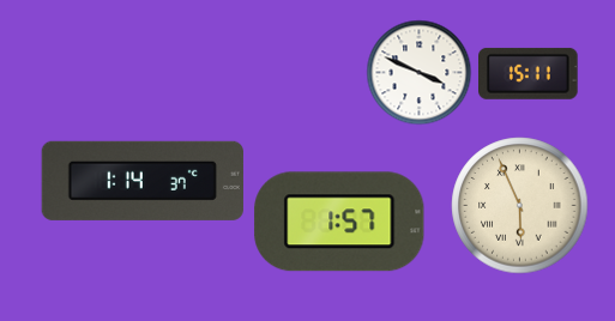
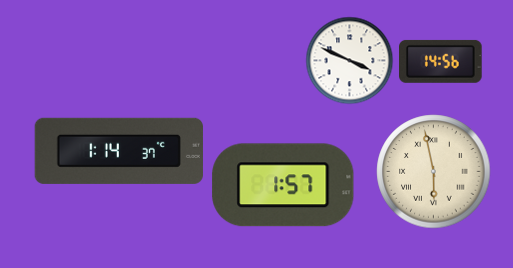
clock at (529, 73): 15:11 -> 14:56
clock at (520, 206): 5:56 -> 5:58
